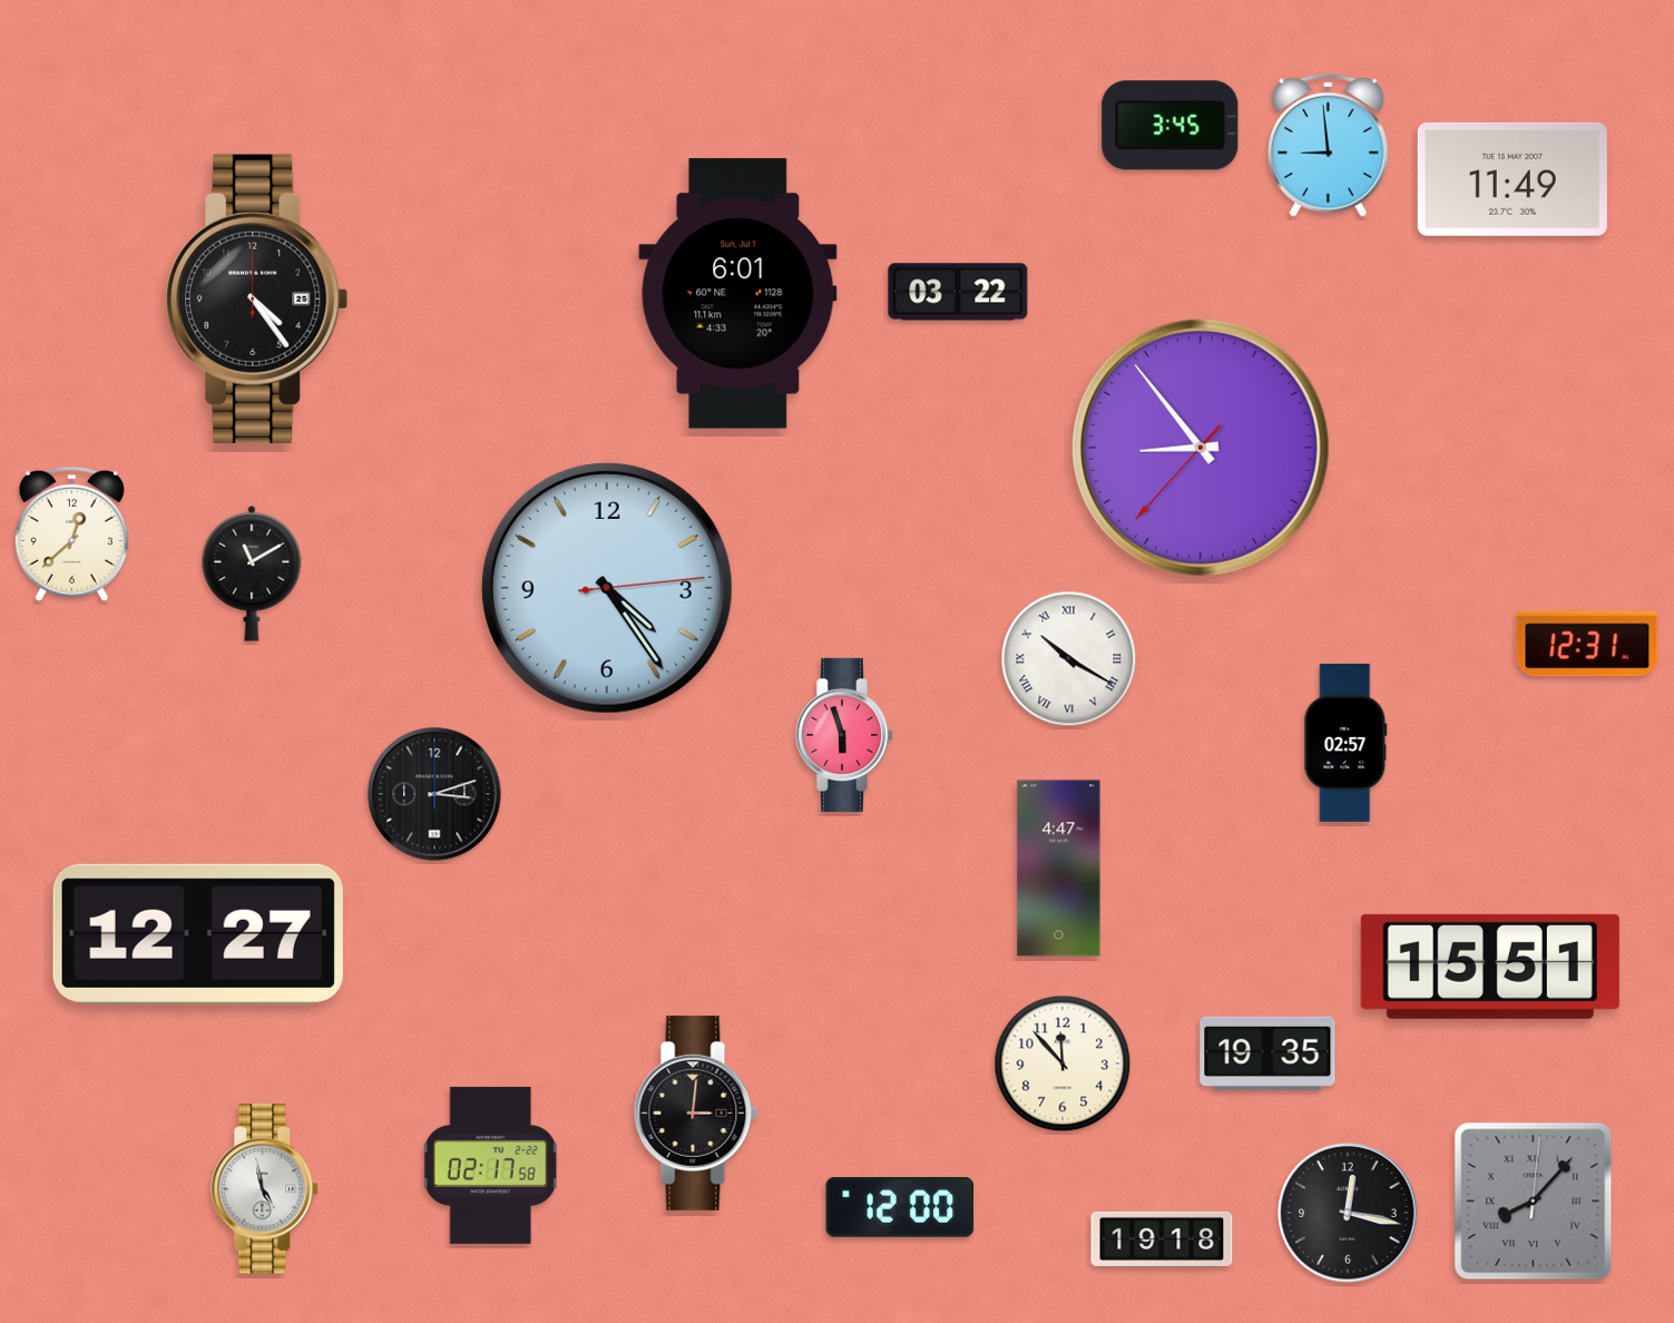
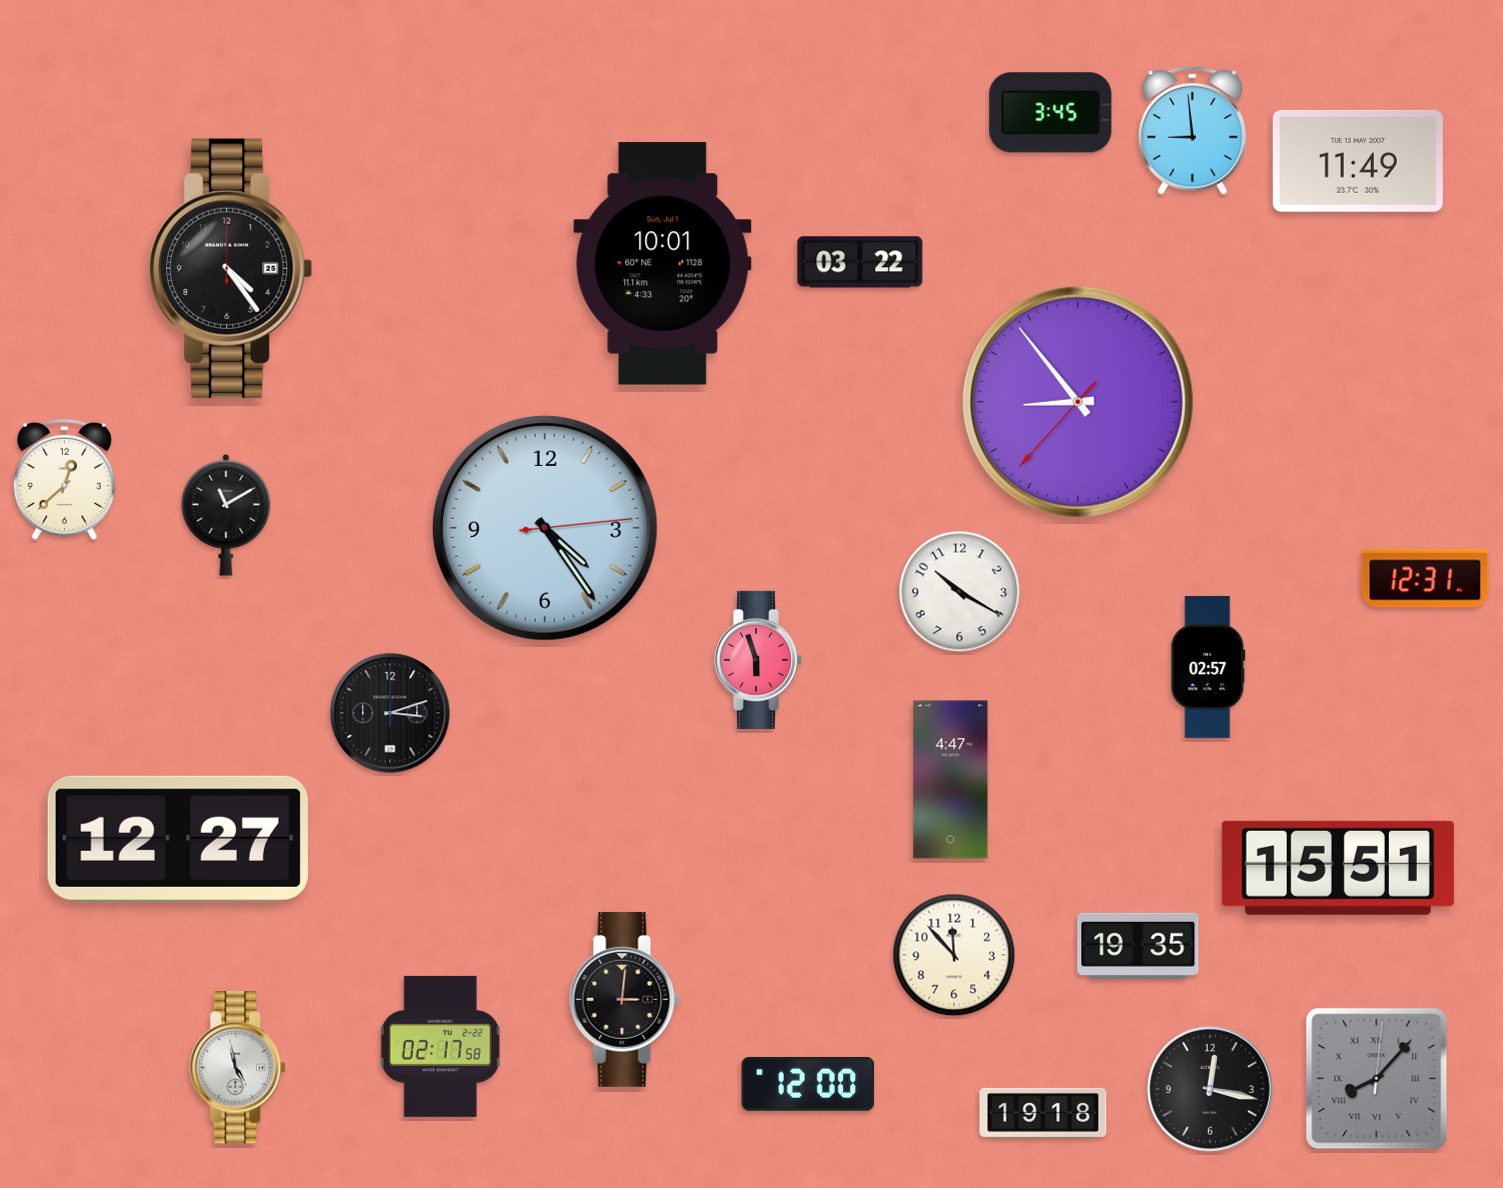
clock at (738, 294): 6:01 -> 10:01
clock at (1069, 659) numerals: Roman -> Arabic
